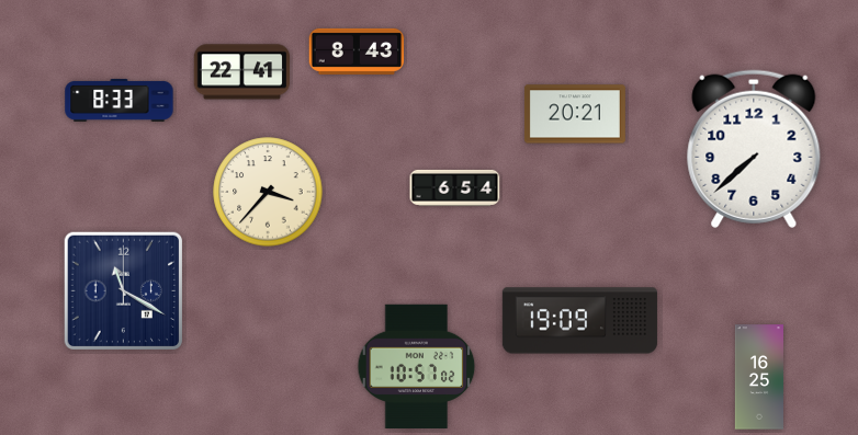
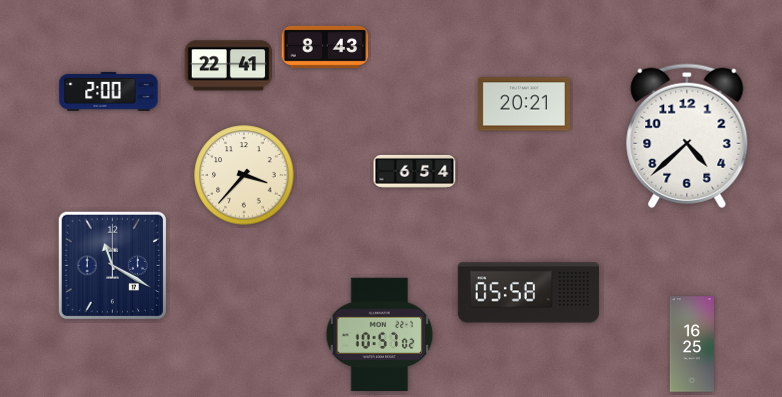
clock at (242, 72) position: (242, 72) -> (229, 66)
clock at (120, 100): 8:33 -> 2:00
clock at (754, 149): 7:38 -> 4:38
clock at (579, 321): 19:09 -> 05:58
